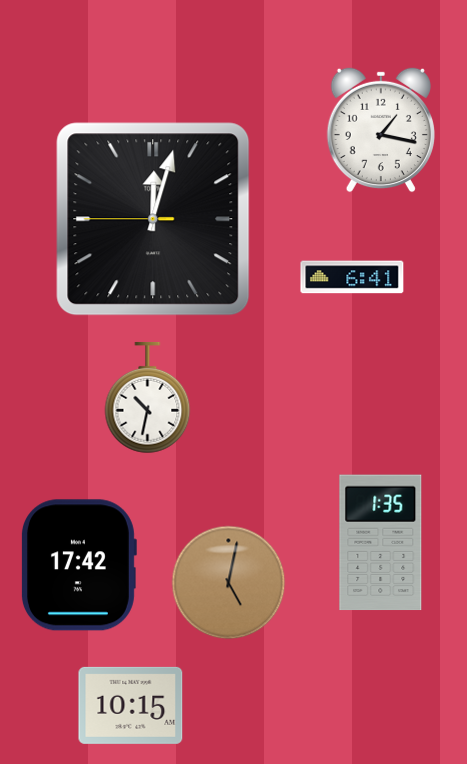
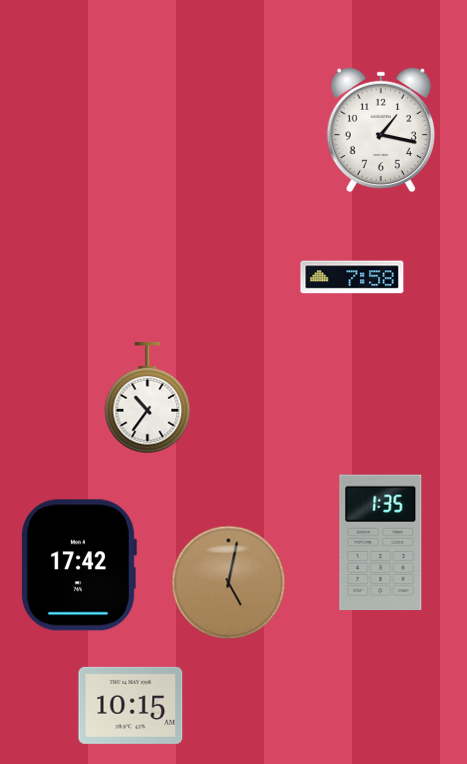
clock at (153, 219): 12:02 -> none
clock at (352, 277): 6:41 -> 7:58
clock at (148, 398): 10:32 -> 10:36
